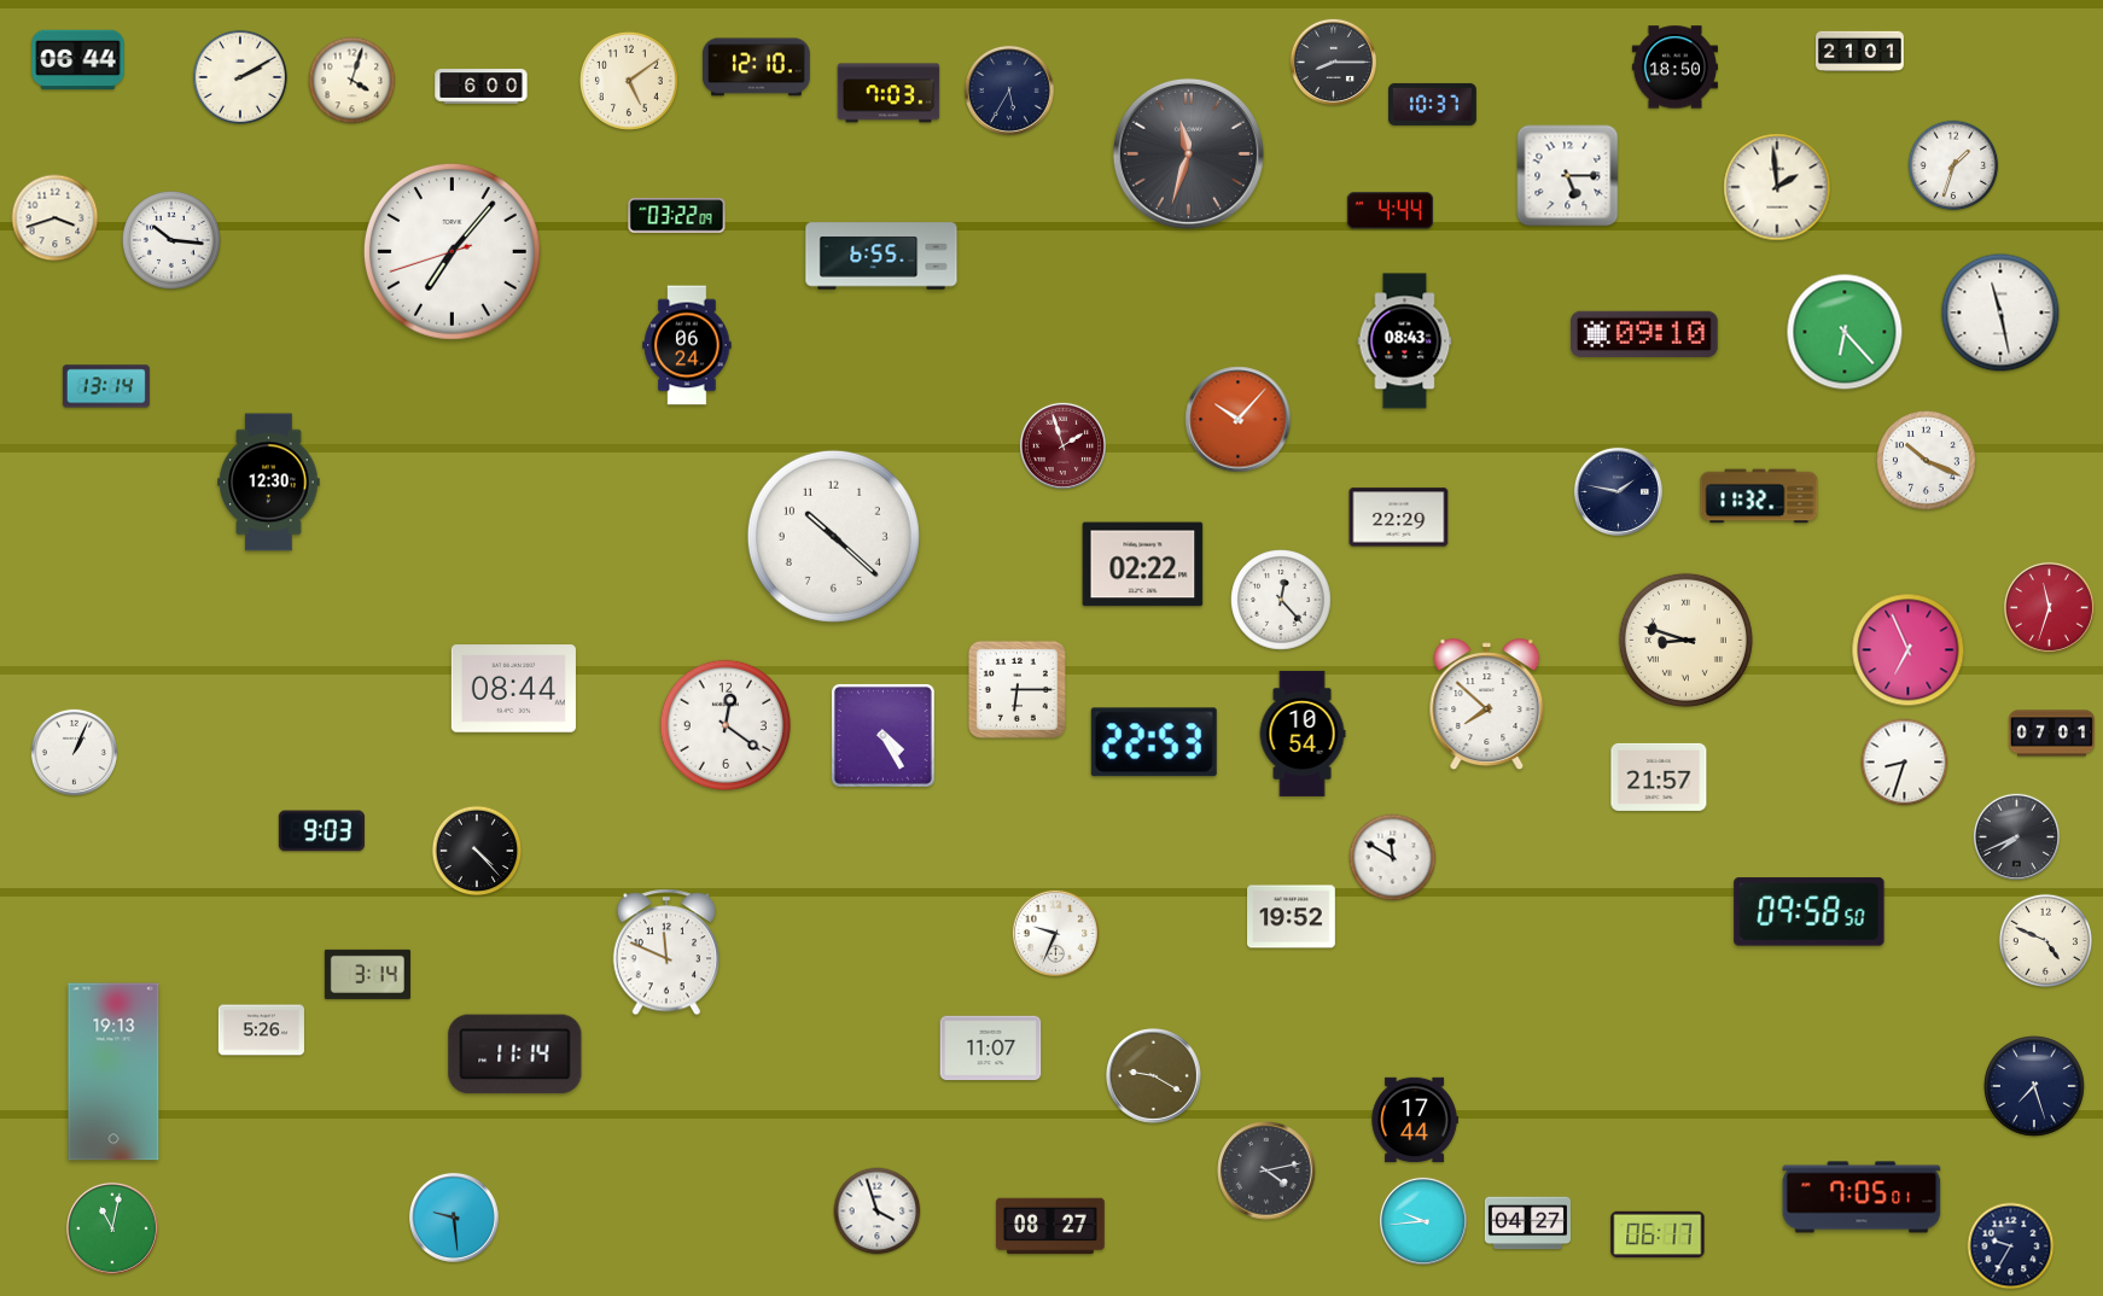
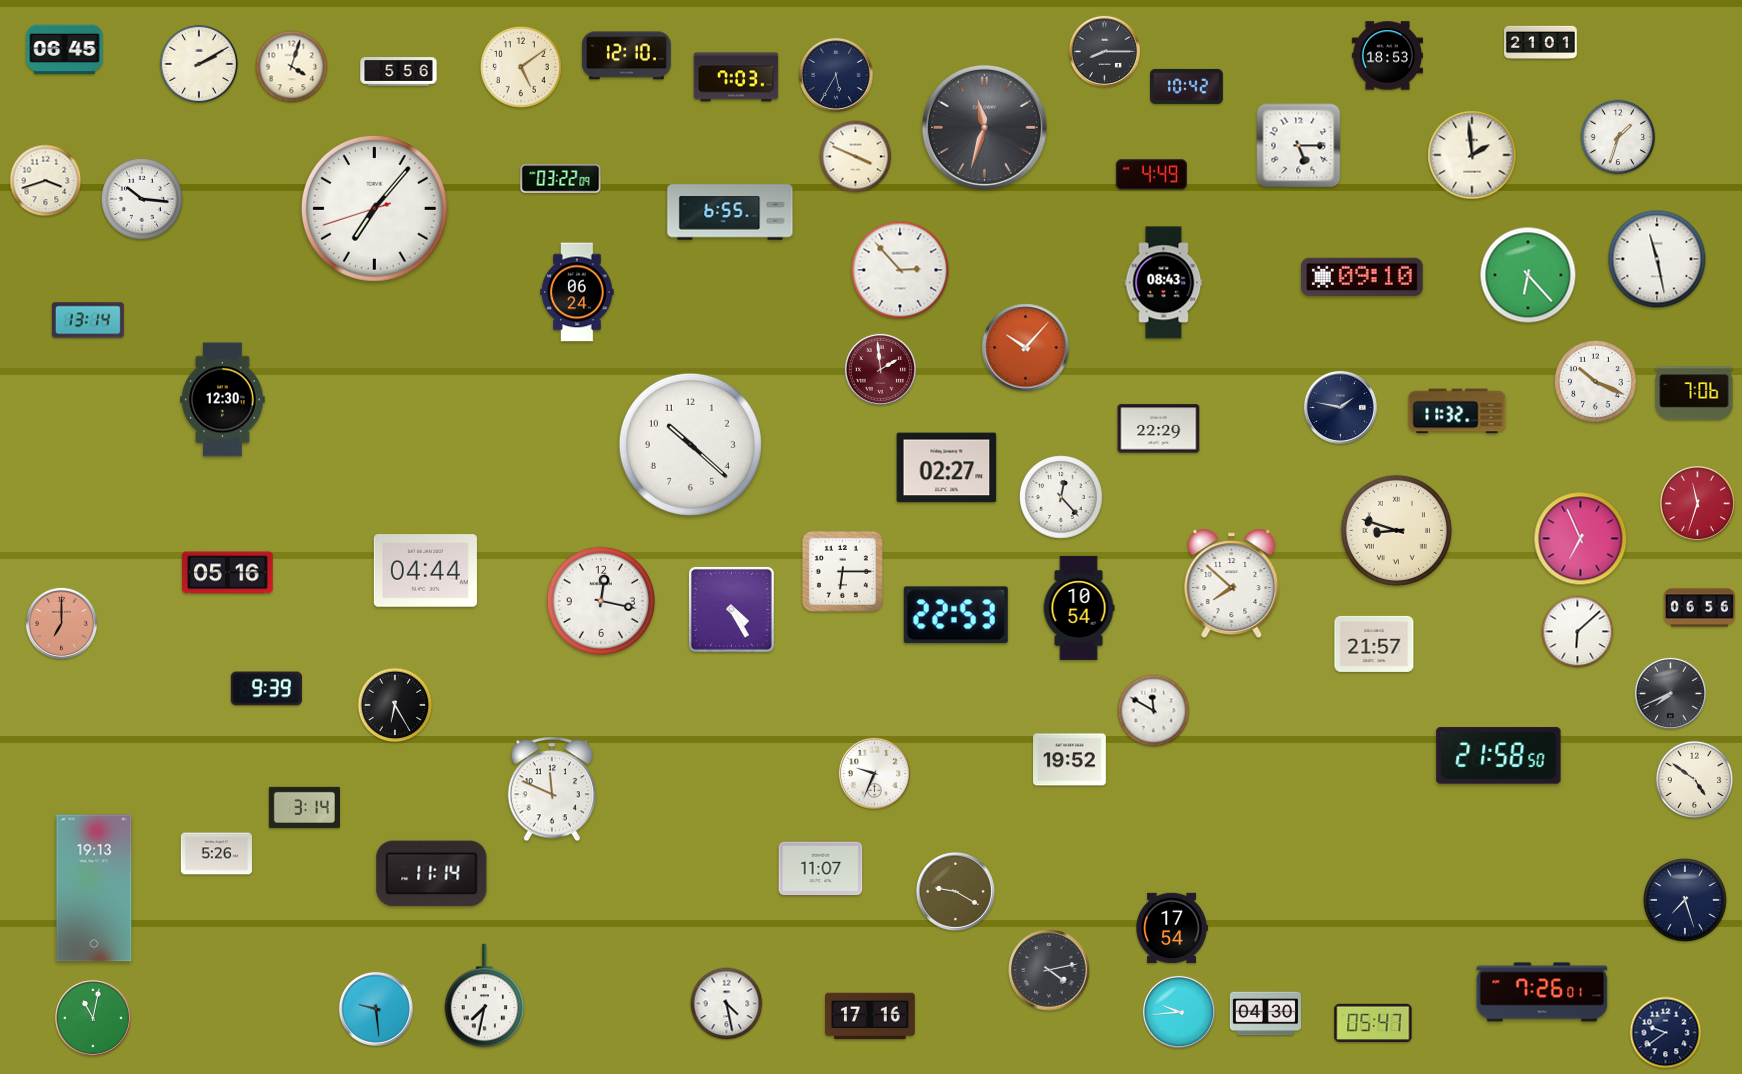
clock at (78, 60): 06:44 -> 06:45
clock at (1674, 68): 18:50 -> 18:53
clock at (482, 87): 6:00 -> 5:56
clock at (1433, 104): 10:37 -> 10:42
clock at (856, 157): none -> 3:49
clock at (1390, 211): 4:44 -> 4:49
clock at (900, 270): none -> 2:53
clock at (687, 345) position: (687, 345) -> (577, 292)
clock at (1062, 445): 1:57 -> 1:59
clock at (1694, 393): none -> 7:06
clock at (1143, 565): 02:22 -> 02:27
clock at (513, 689): 08:44 -> 04:44
clock at (228, 573): none -> 05:16
clock at (724, 724): 12:21 -> 12:17
clock at (2051, 734): 07:01 -> 06:56
clock at (74, 752): 1:04 -> 7:00
clock at (74, 752) dial: white -> salmon
clock at (1905, 763): 8:33 -> 6:08
clock at (321, 831): 9:03 -> 9:39
clock at (477, 851): 4:23 -> 6:25
clock at (1810, 912): 09:58 -> 21:58
clock at (2045, 940): 4:49 -> 4:51
clock at (515, 1055) position: (515, 1055) -> (432, 874)
clock at (1415, 1120): 17:44 -> 17:54
clock at (1862, 1197): 7:05 -> 7:26
clock at (485, 996): none -> 7:32
clock at (878, 1212): 3:57 -> 4:28
clock at (1527, 1224): 04:27 -> 04:30
clock at (1050, 1226): 08:27 -> 17:16
clock at (1658, 1234): 06:17 -> 05:47
clock at (2011, 1247): 9:35 -> 9:39
